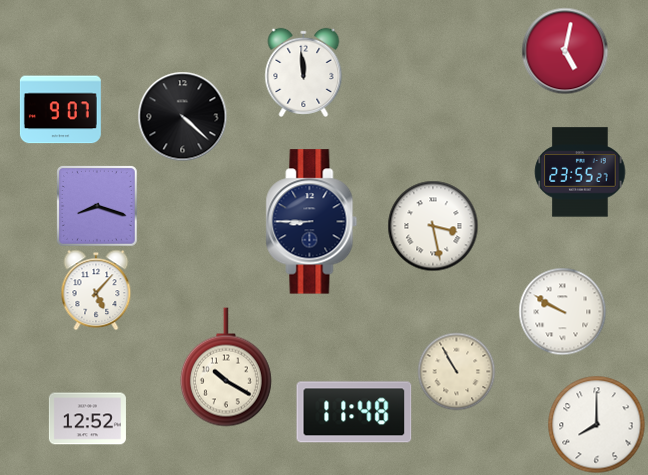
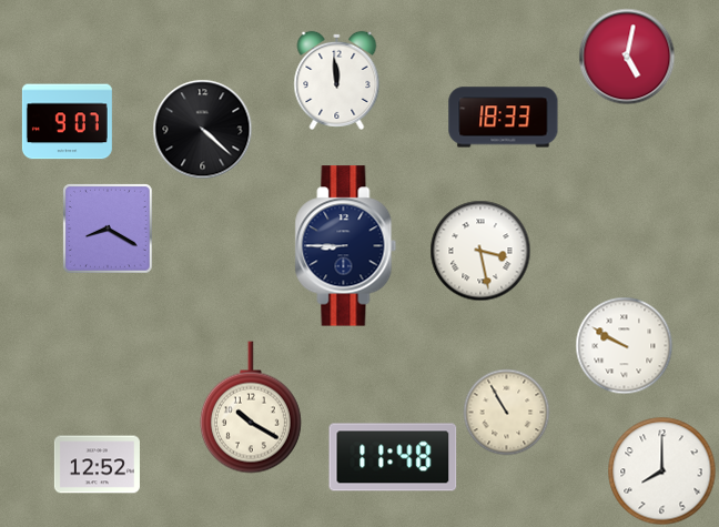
clock at (504, 118): none -> 18:33
clock at (580, 172): 23:55 -> none
clock at (97, 206): 8:18 -> 8:20
clock at (96, 290): 5:07 -> none
